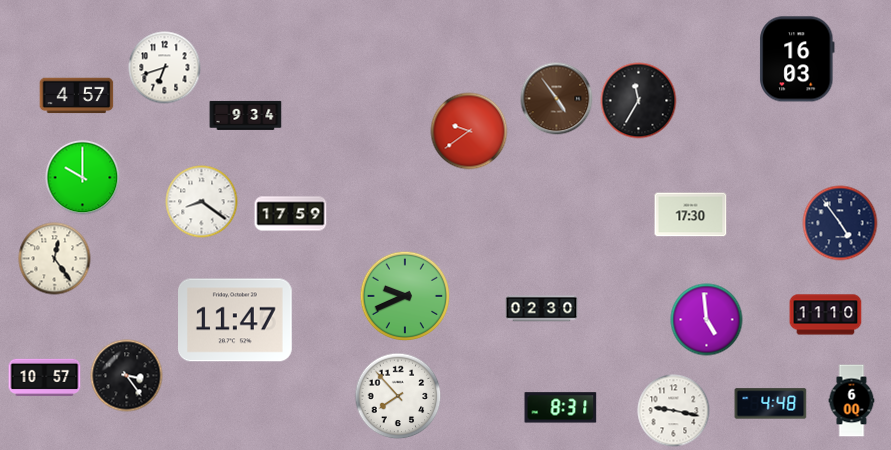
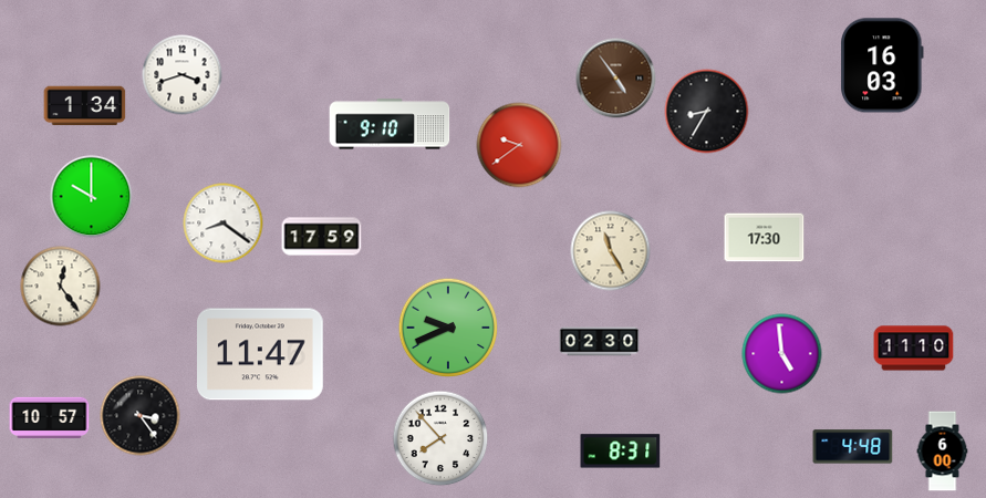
clock at (165, 68): 6:42 -> 3:42
clock at (77, 96): 4:57 -> 1:34
clock at (557, 99) position: (557, 99) -> (616, 79)
clock at (639, 101): 11:35 -> 8:35
clock at (390, 124): none -> 9:10
clock at (246, 115): 9:34 -> none
clock at (840, 223): 4:54 -> none
clock at (611, 251): none -> 11:25
clock at (852, 401) position: (852, 401) -> (943, 452)
clock at (674, 411): 9:17 -> none
